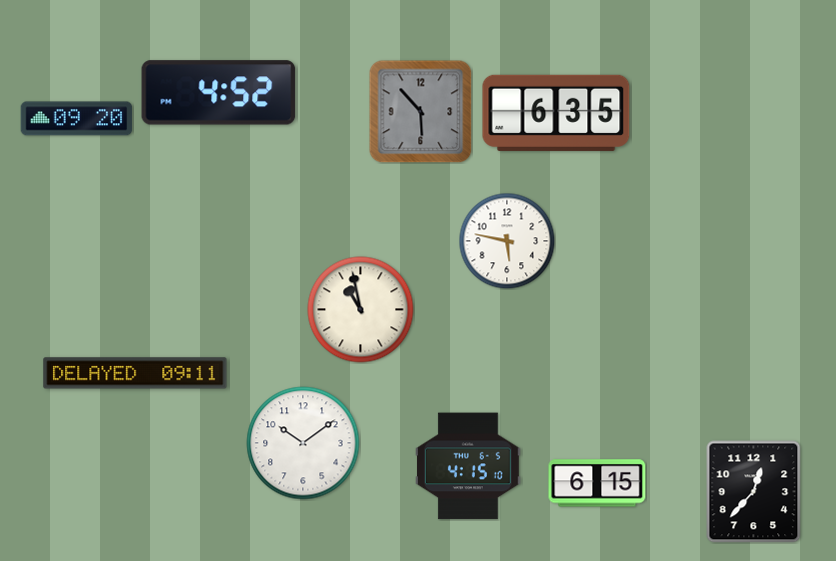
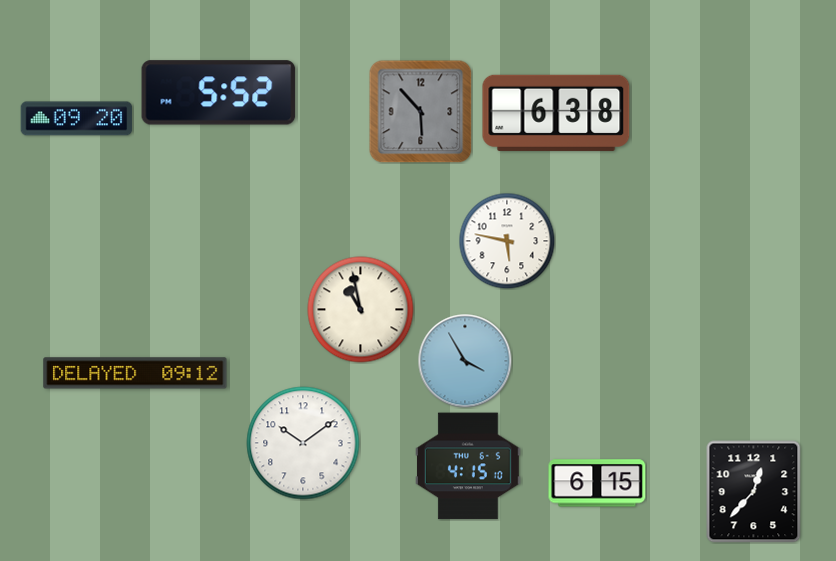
clock at (219, 93): 4:52 -> 5:52
clock at (556, 113): 6:35 -> 6:38
clock at (465, 361): none -> 3:55
clock at (135, 373): 09:11 -> 09:12
